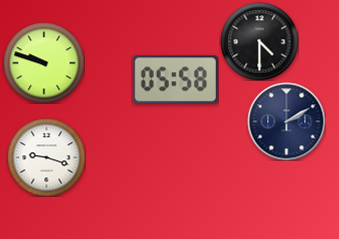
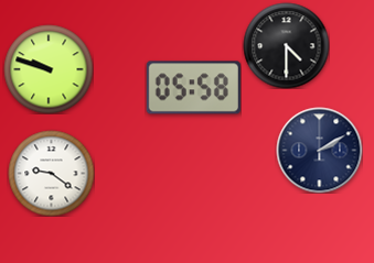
clock at (286, 121) position: (286, 121) -> (319, 150)
clock at (46, 157): 9:18 -> 9:21
